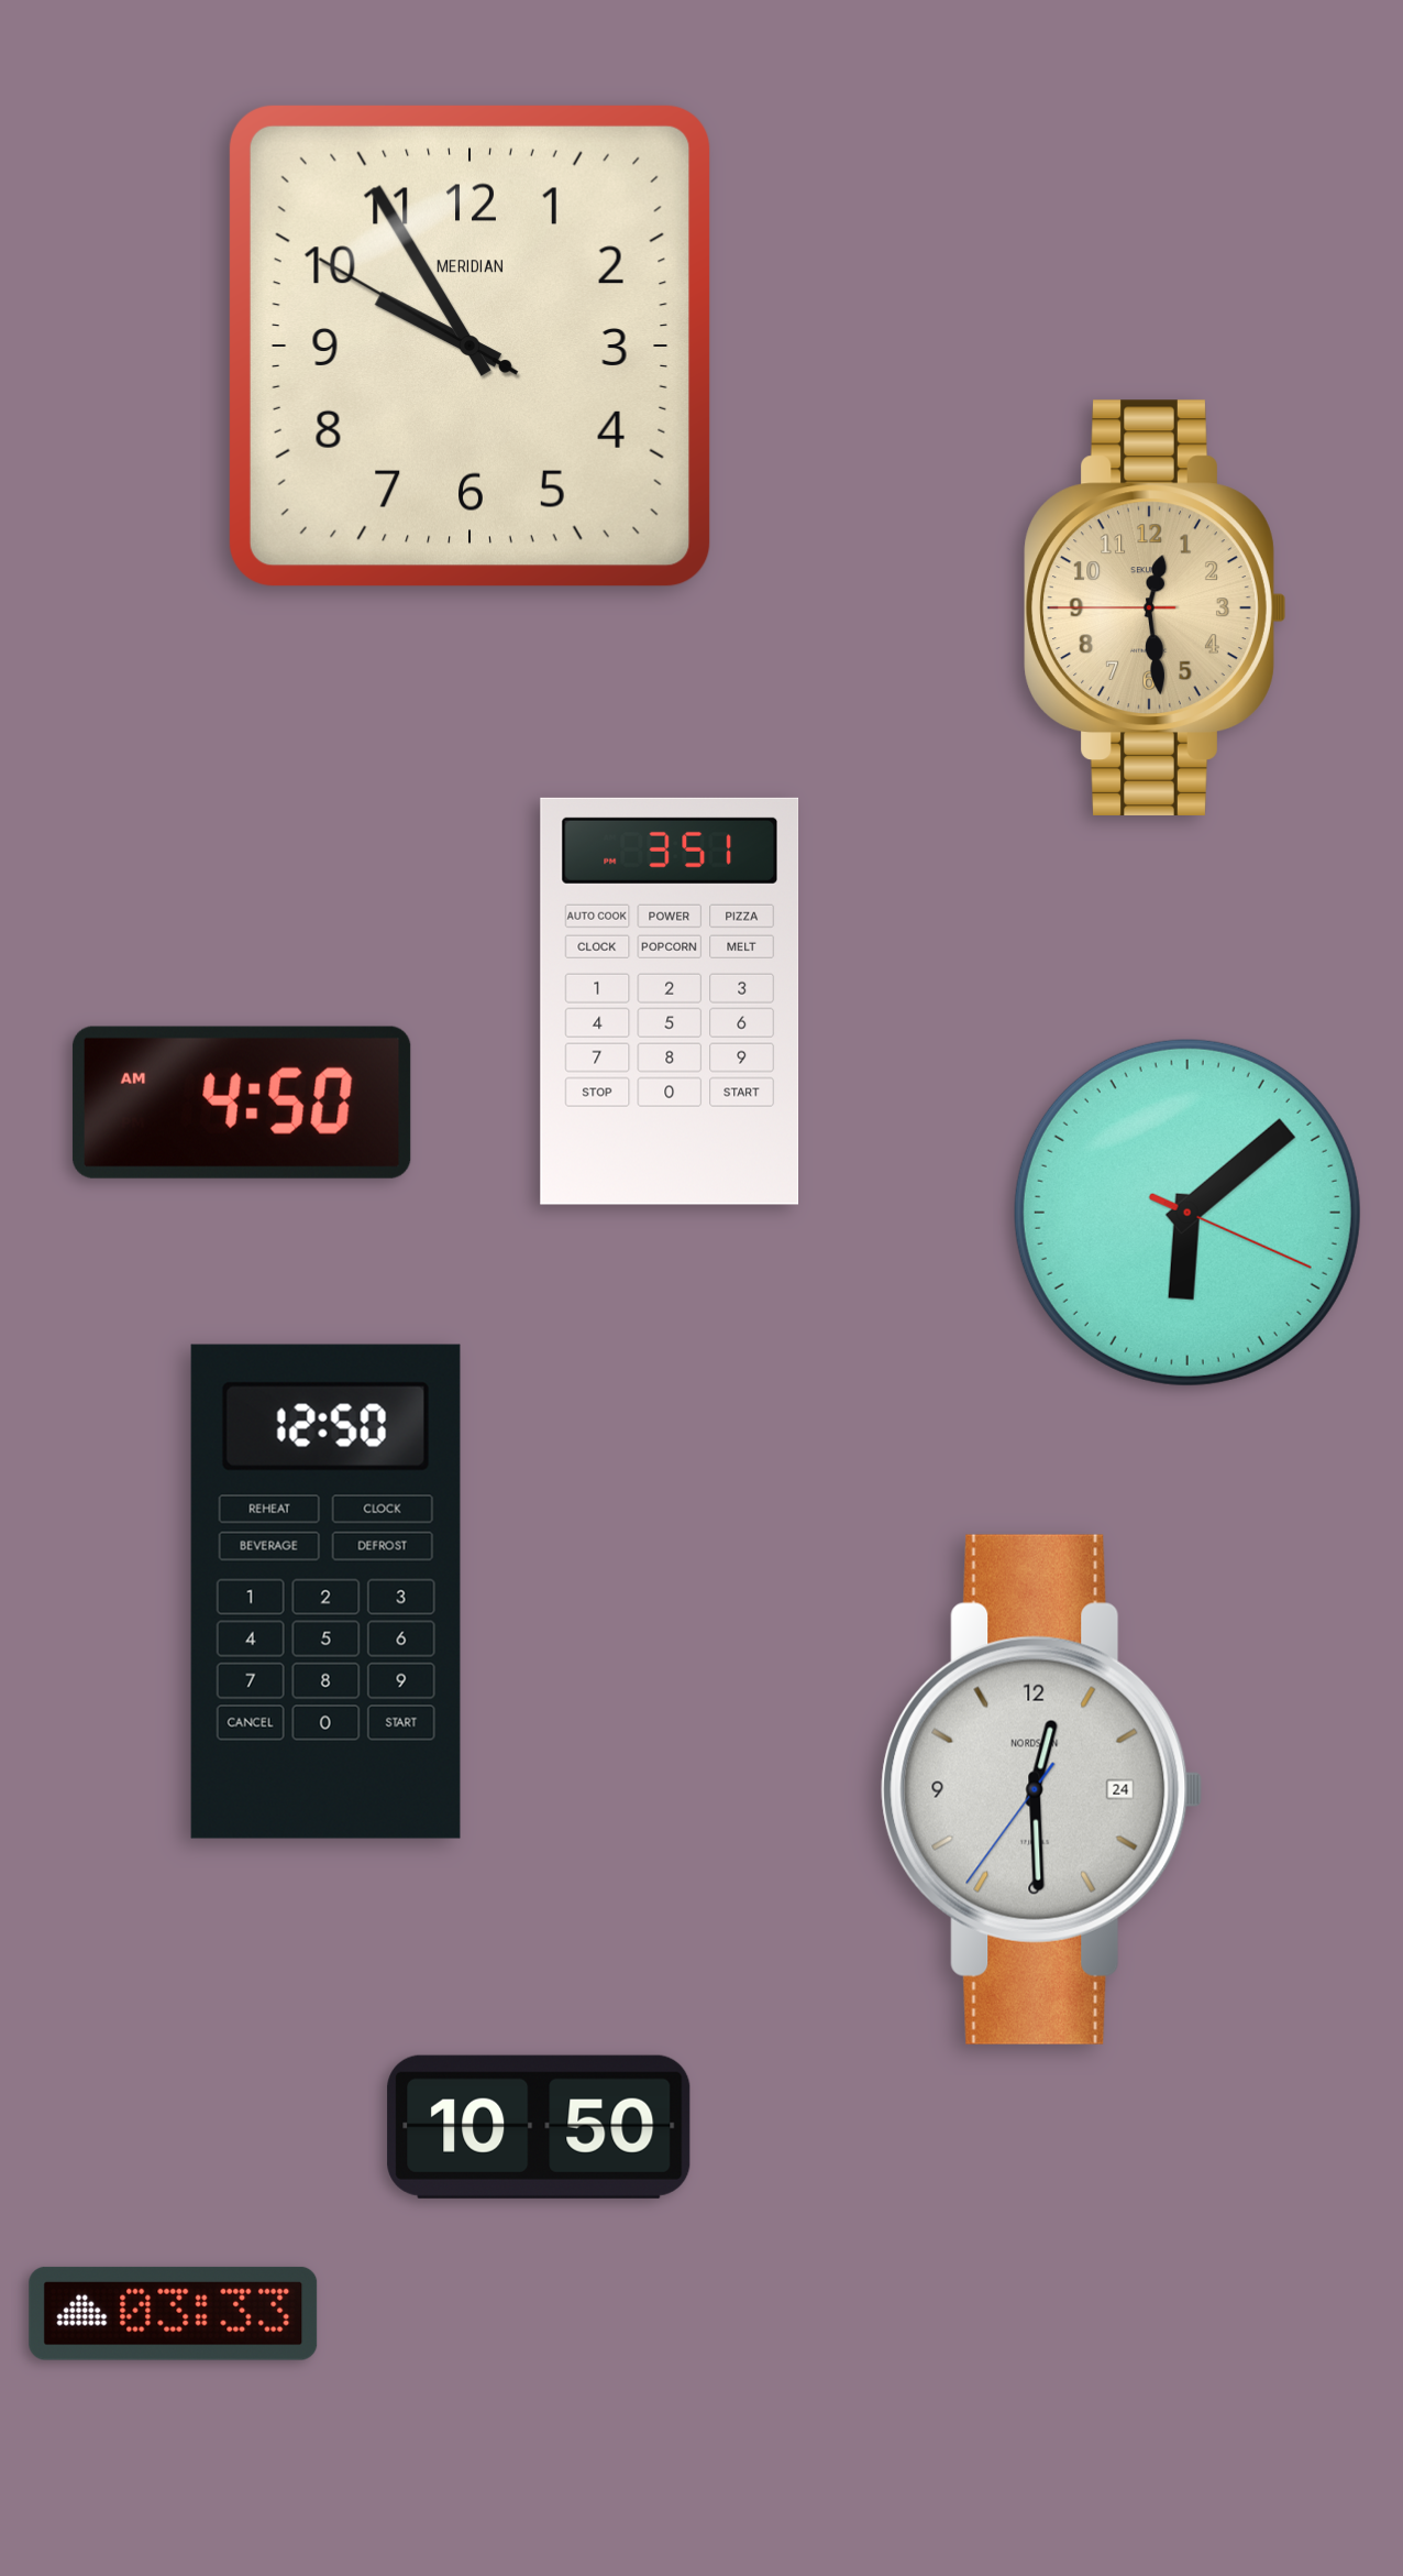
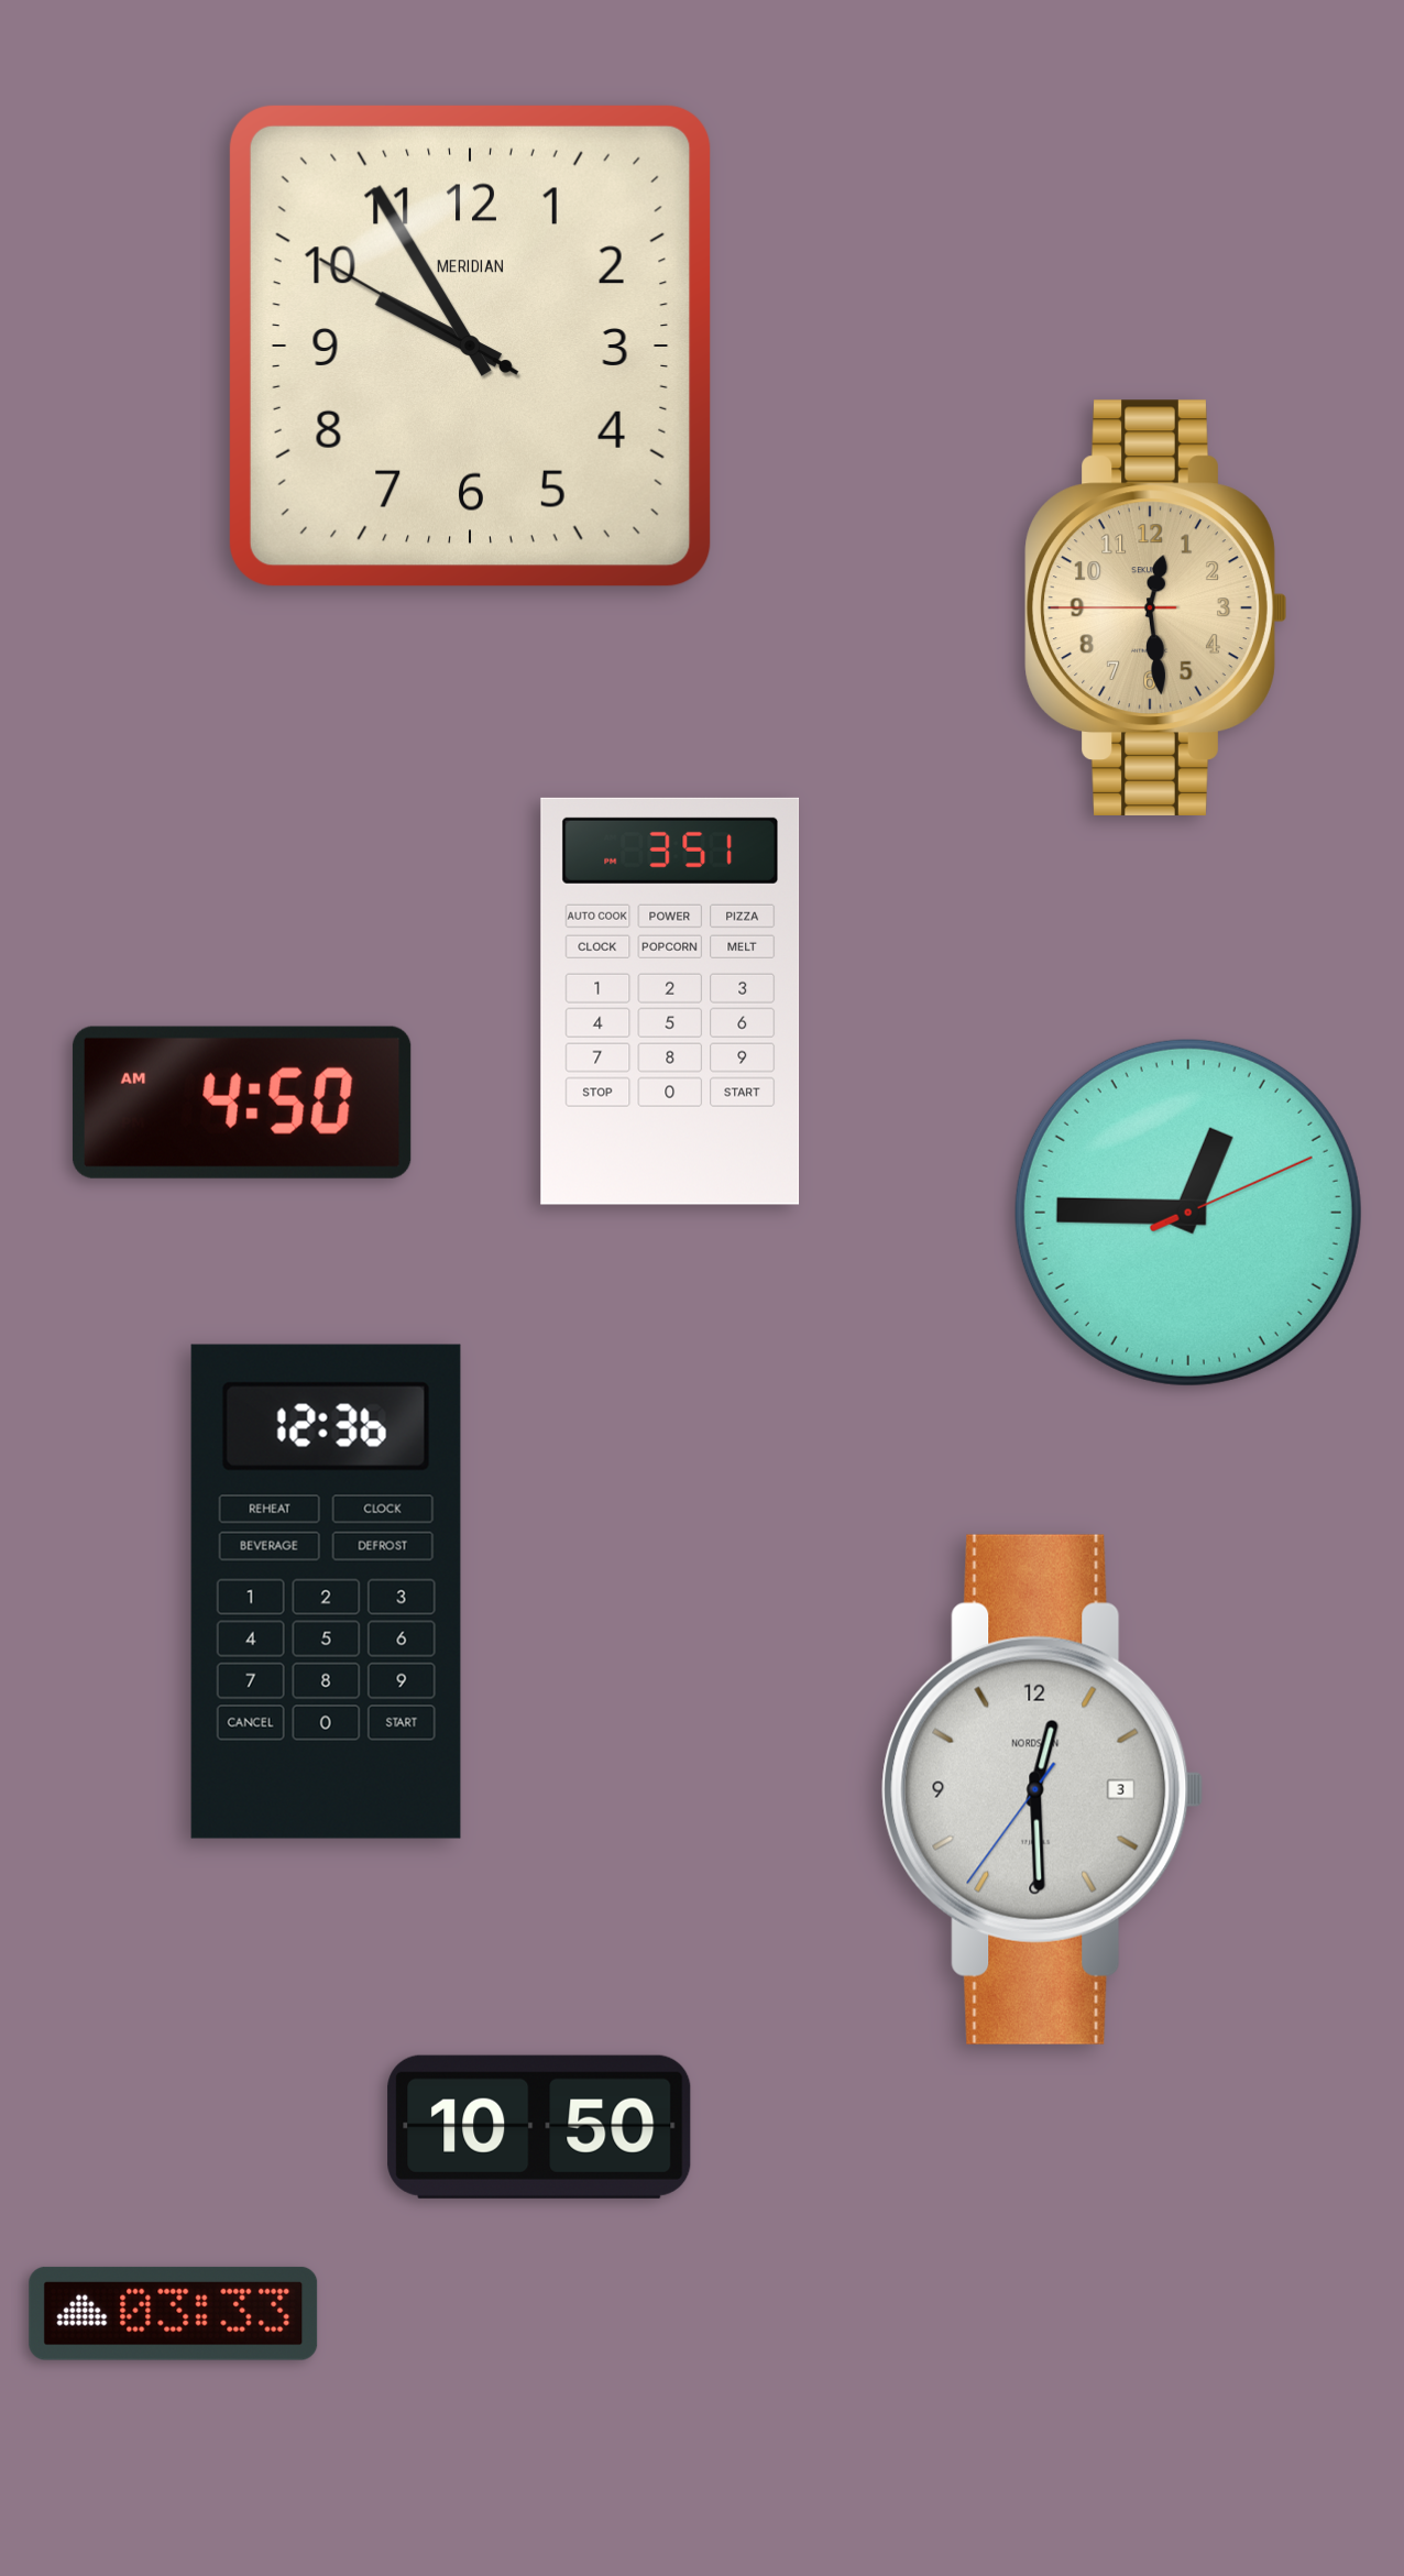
clock at (1187, 1213): 6:08 -> 12:45
clock at (325, 1591): 12:50 -> 12:36
clock at (1042, 1789) date: 24 -> 3
